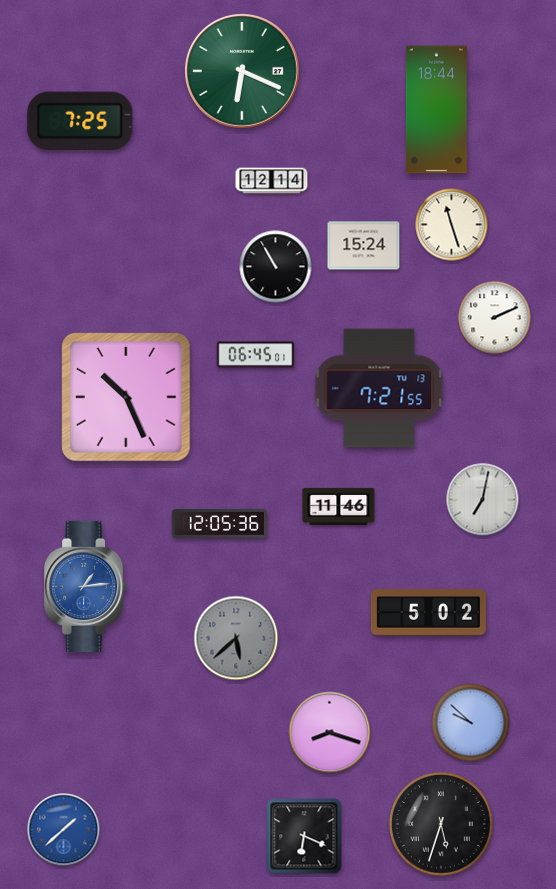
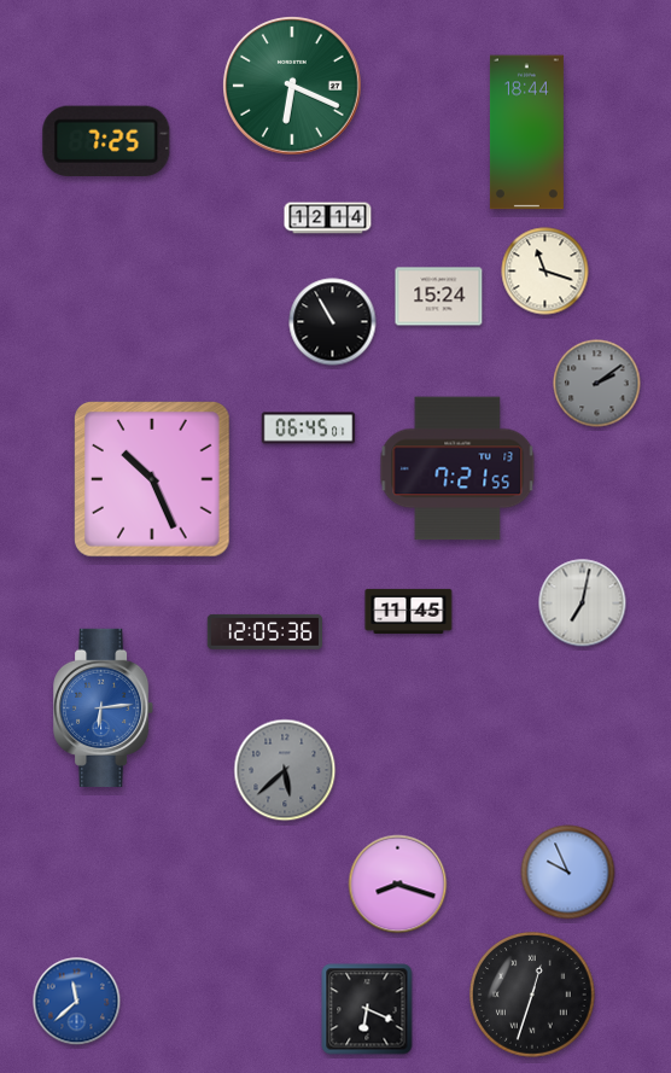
clock at (80, 120) position: (80, 120) -> (106, 140)
clock at (452, 225): 11:27 -> 11:18
clock at (495, 318): 2:11 -> 2:09
clock at (495, 318) dial: white -> grey
clock at (339, 506): 11:46 -> 11:45
clock at (86, 586): 1:14 -> 6:14
clock at (428, 613): 5:02 -> none
clock at (471, 723): 9:52 -> 9:56
clock at (441, 824): 5:33 -> 12:33
clock at (64, 830): 1:38 -> 11:38
